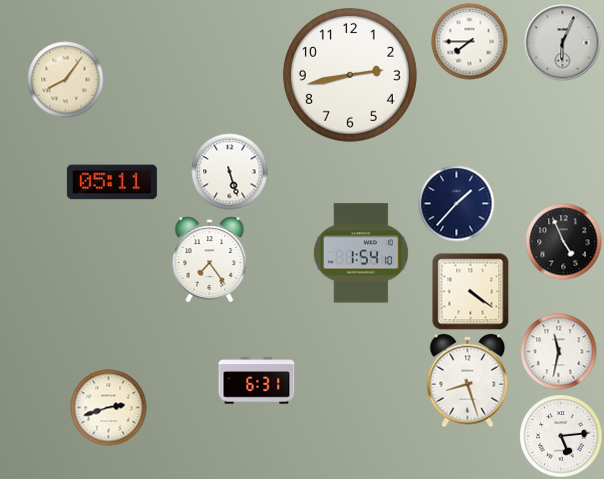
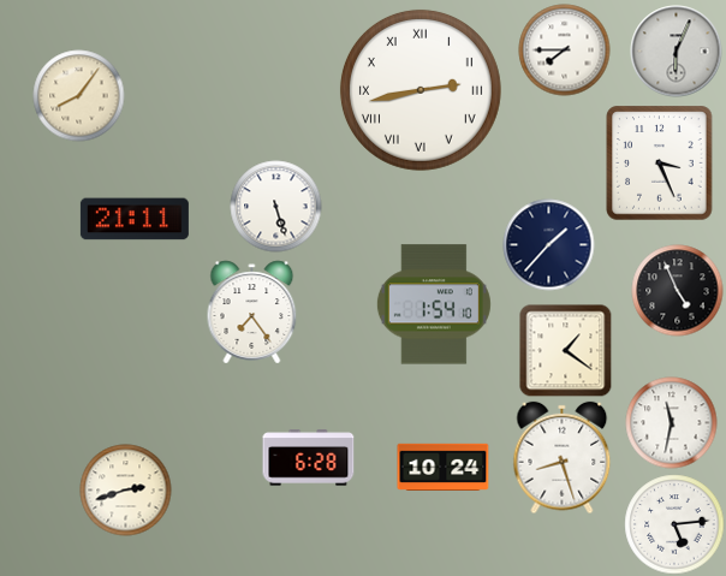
clock at (350, 75) numerals: Arabic -> Roman
clock at (660, 164): none -> 3:26
clock at (112, 182): 05:11 -> 21:11
clock at (471, 292): 4:21 -> 1:21
clock at (257, 381): 6:31 -> 6:28
clock at (444, 467): none -> 10:24
clock at (109, 408) position: (109, 408) -> (126, 491)
